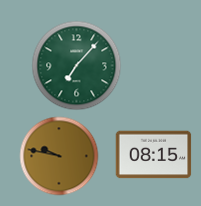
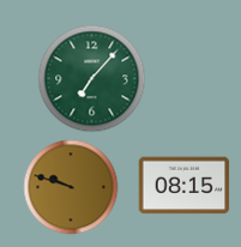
clock at (59, 156): 9:47 -> 9:48
